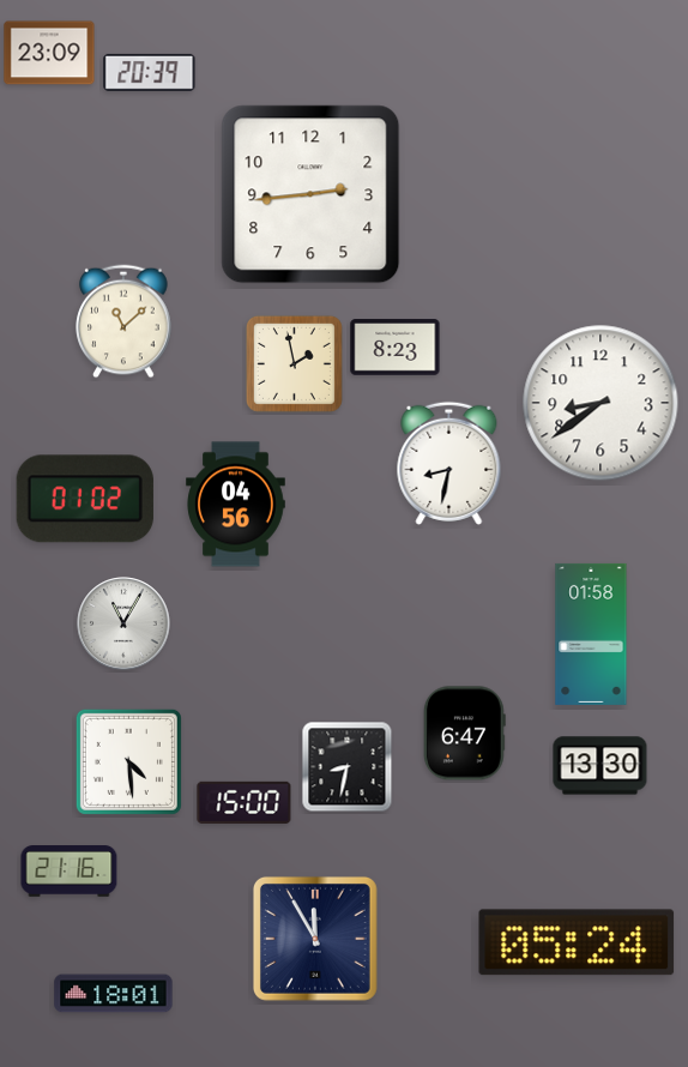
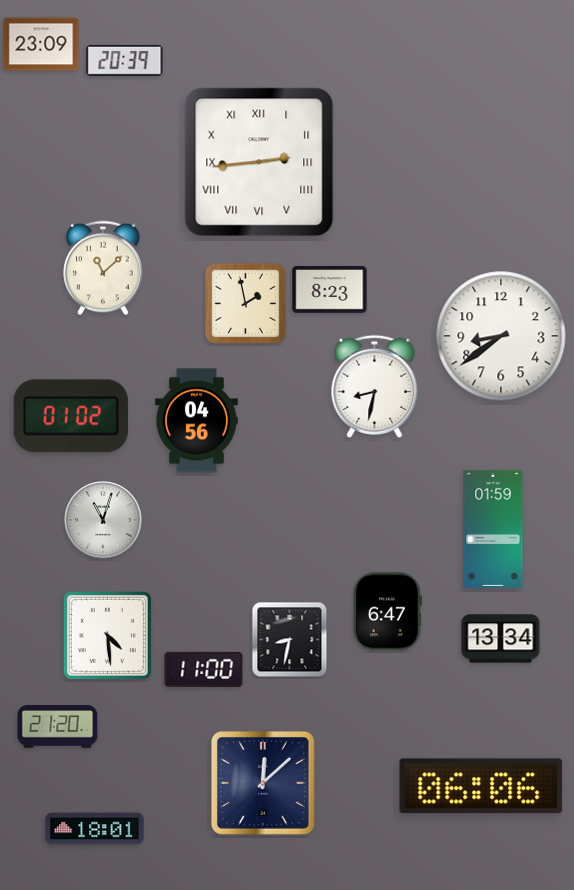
clock at (310, 194) numerals: Arabic -> Roman
clock at (123, 623): 11:05 -> 11:03
clock at (591, 634): 01:58 -> 01:59
clock at (601, 766): 13:30 -> 13:34
clock at (245, 802): 15:00 -> 11:00
clock at (70, 872): 21:16 -> 21:20
clock at (315, 939): 11:55 -> 12:08
clock at (577, 942): 05:24 -> 06:06
